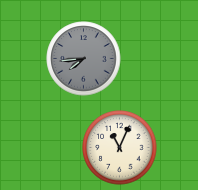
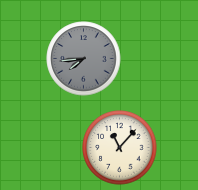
clock at (120, 148): 11:04 -> 11:07
